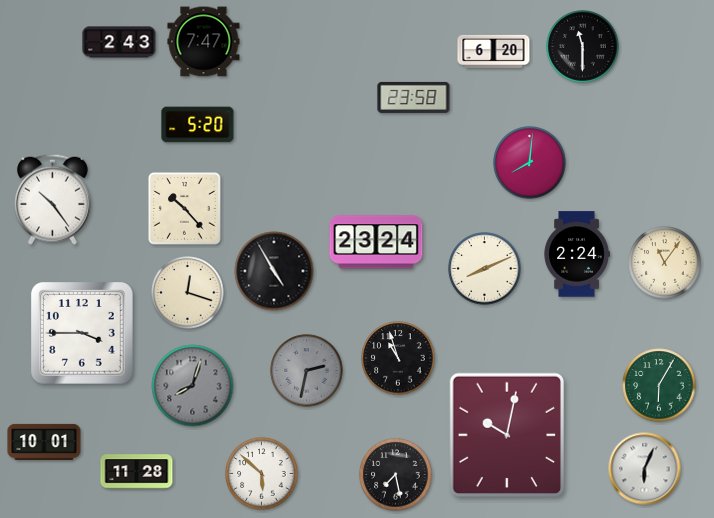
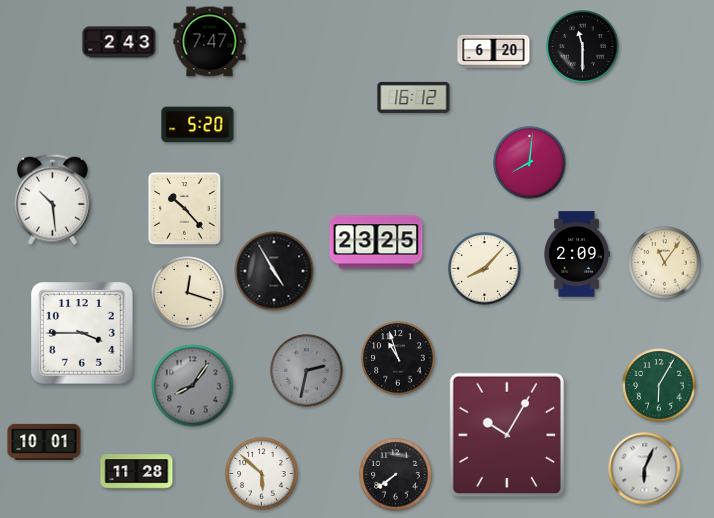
clock at (204, 42) position: (204, 42) -> (210, 42)
clock at (414, 97): 23:58 -> 16:12
clock at (52, 199): 10:24 -> 10:29
clock at (376, 242): 23:24 -> 23:25
clock at (577, 254): 2:24 -> 2:09
clock at (485, 269): 8:11 -> 8:07
clock at (193, 386): 8:03 -> 8:06
clock at (507, 435): 10:02 -> 10:05
clock at (396, 475): 7:28 -> 7:39
